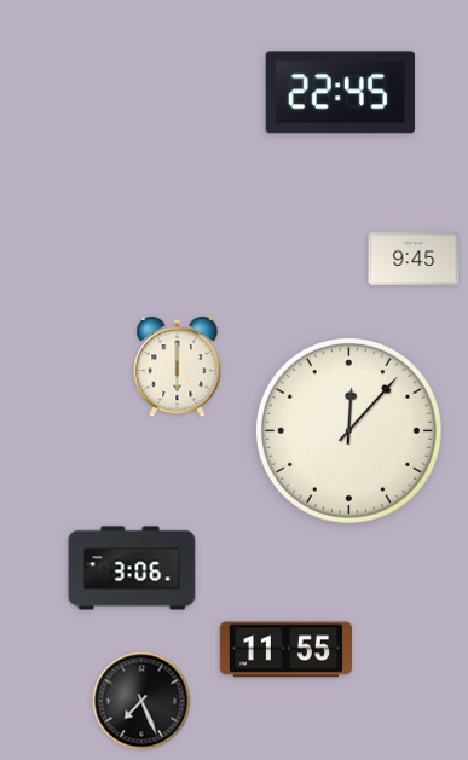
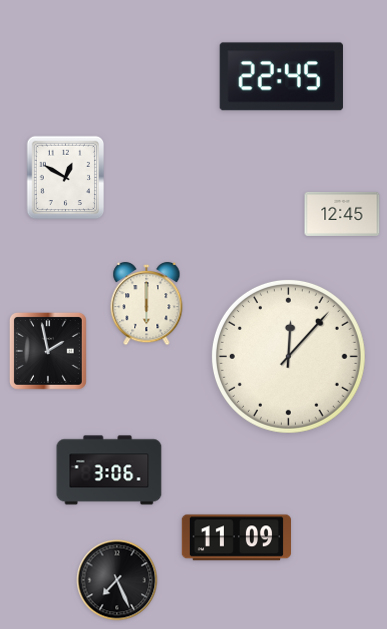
clock at (66, 178): none -> 12:50
clock at (414, 259): 9:45 -> 12:45
clock at (48, 351): none -> 1:58
clock at (285, 650): 11:55 -> 11:09
